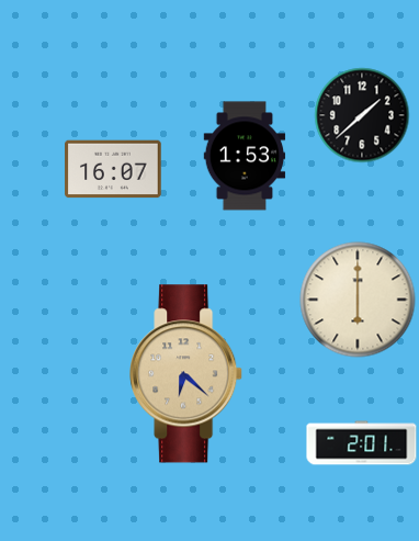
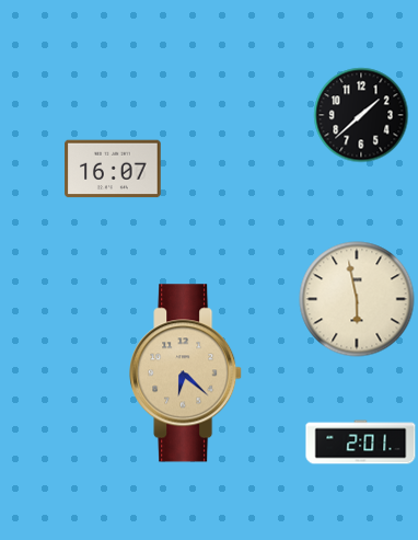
clock at (245, 156): 1:53 -> none
clock at (358, 300): 6:00 -> 5:58
